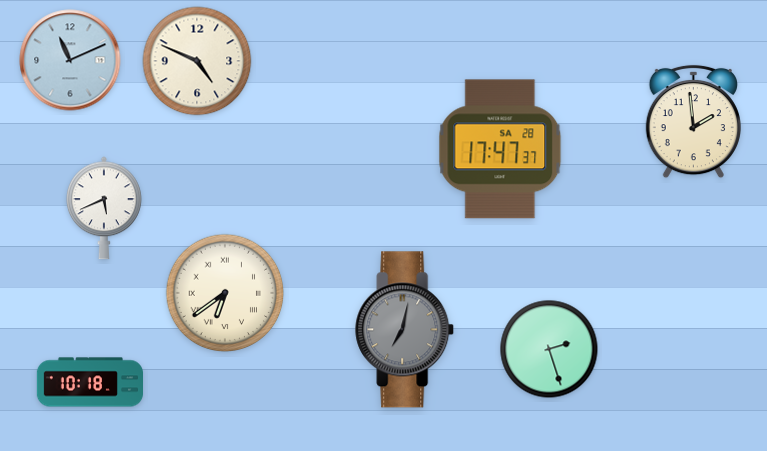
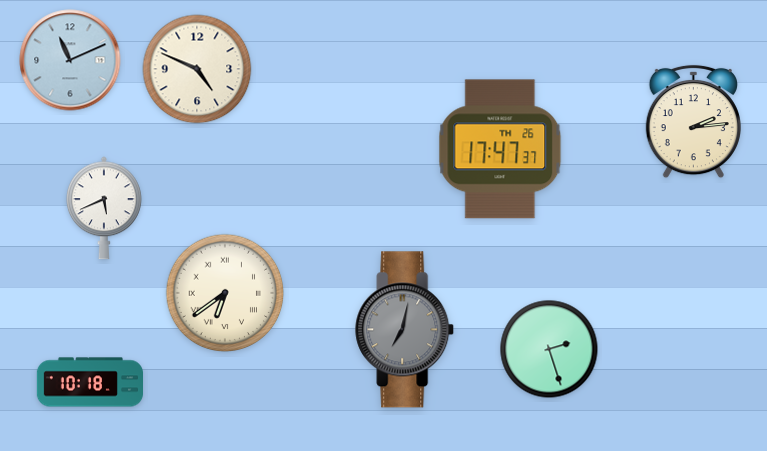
clock at (197, 61) position: (197, 61) -> (197, 69)
clock at (693, 122): 1:59 -> 2:14
clock at (500, 149) date: SA 28 -> TH 26
